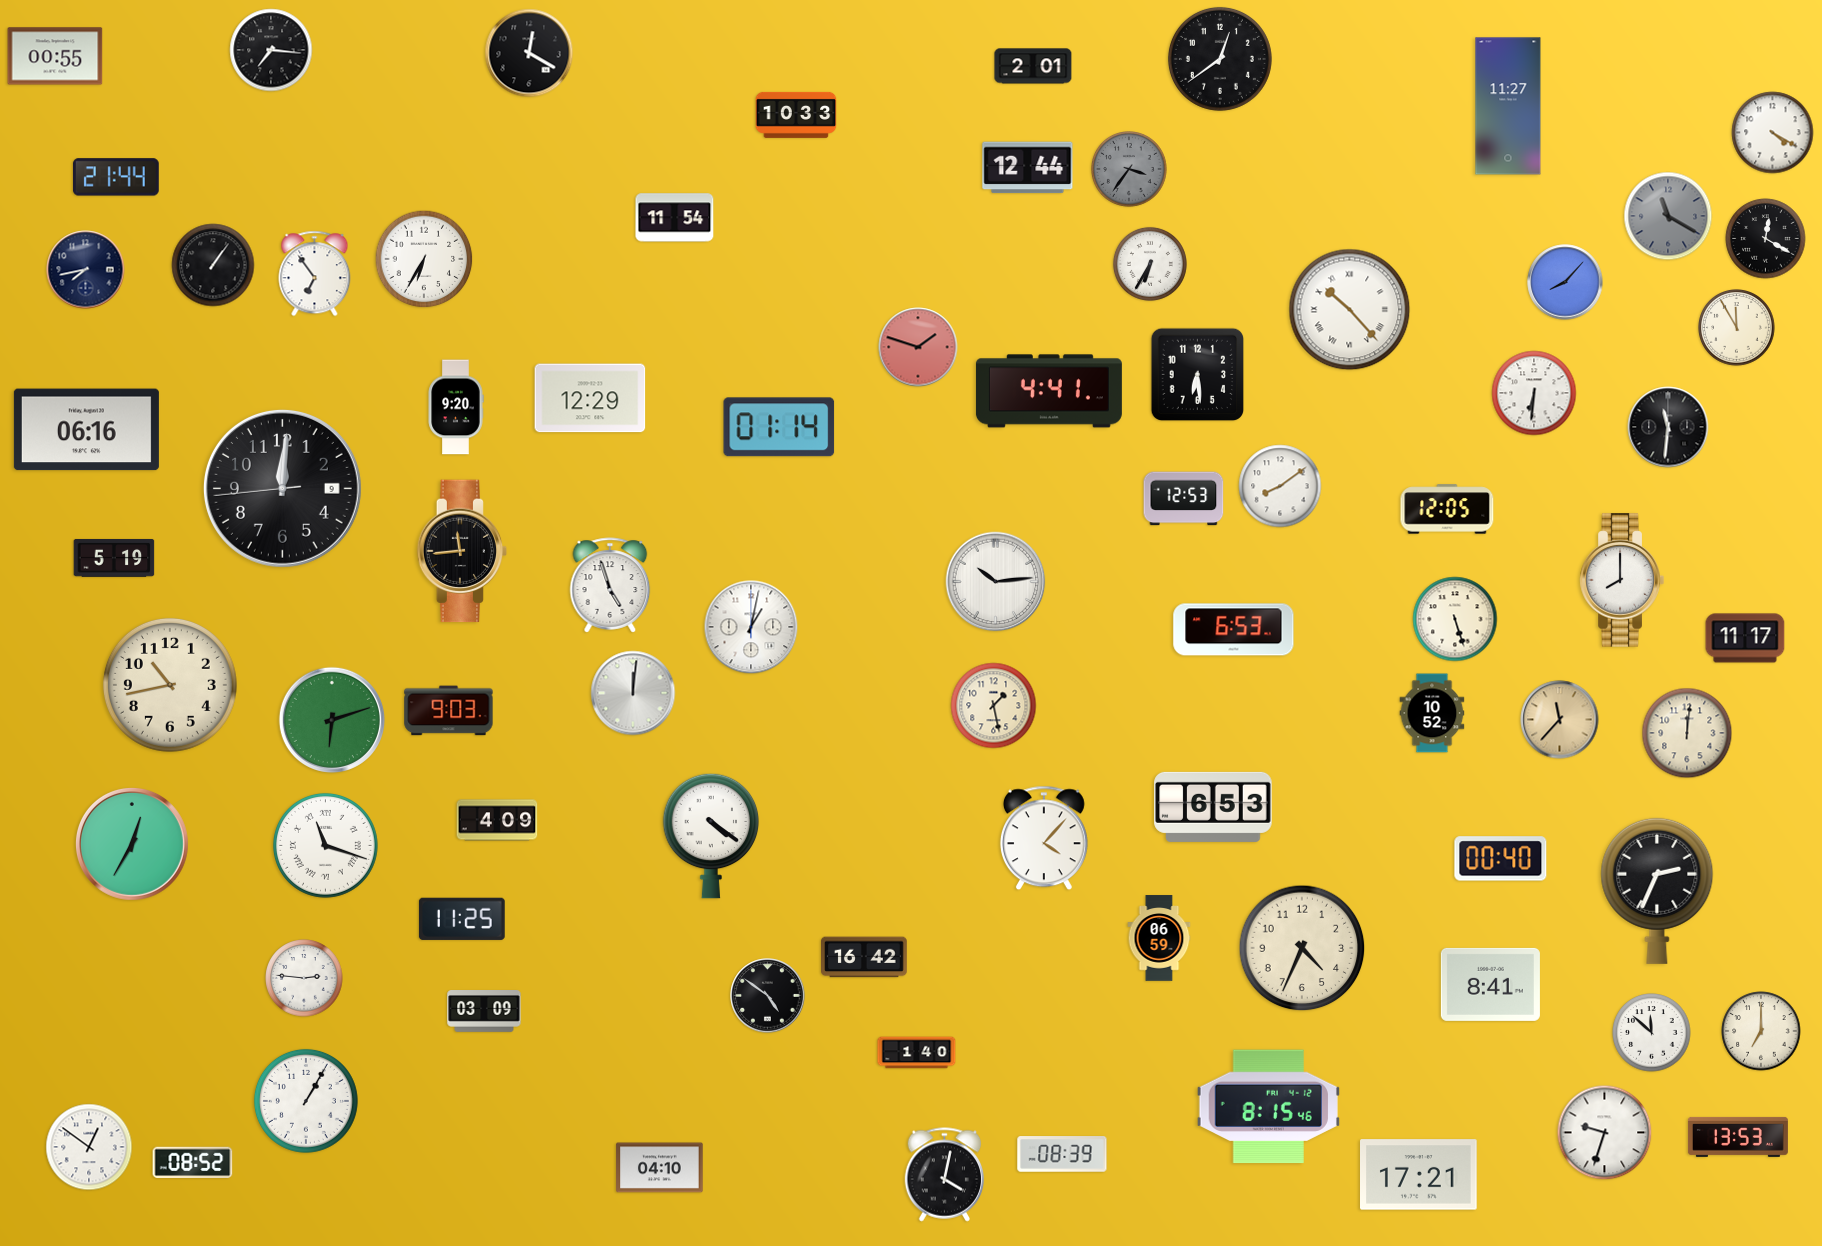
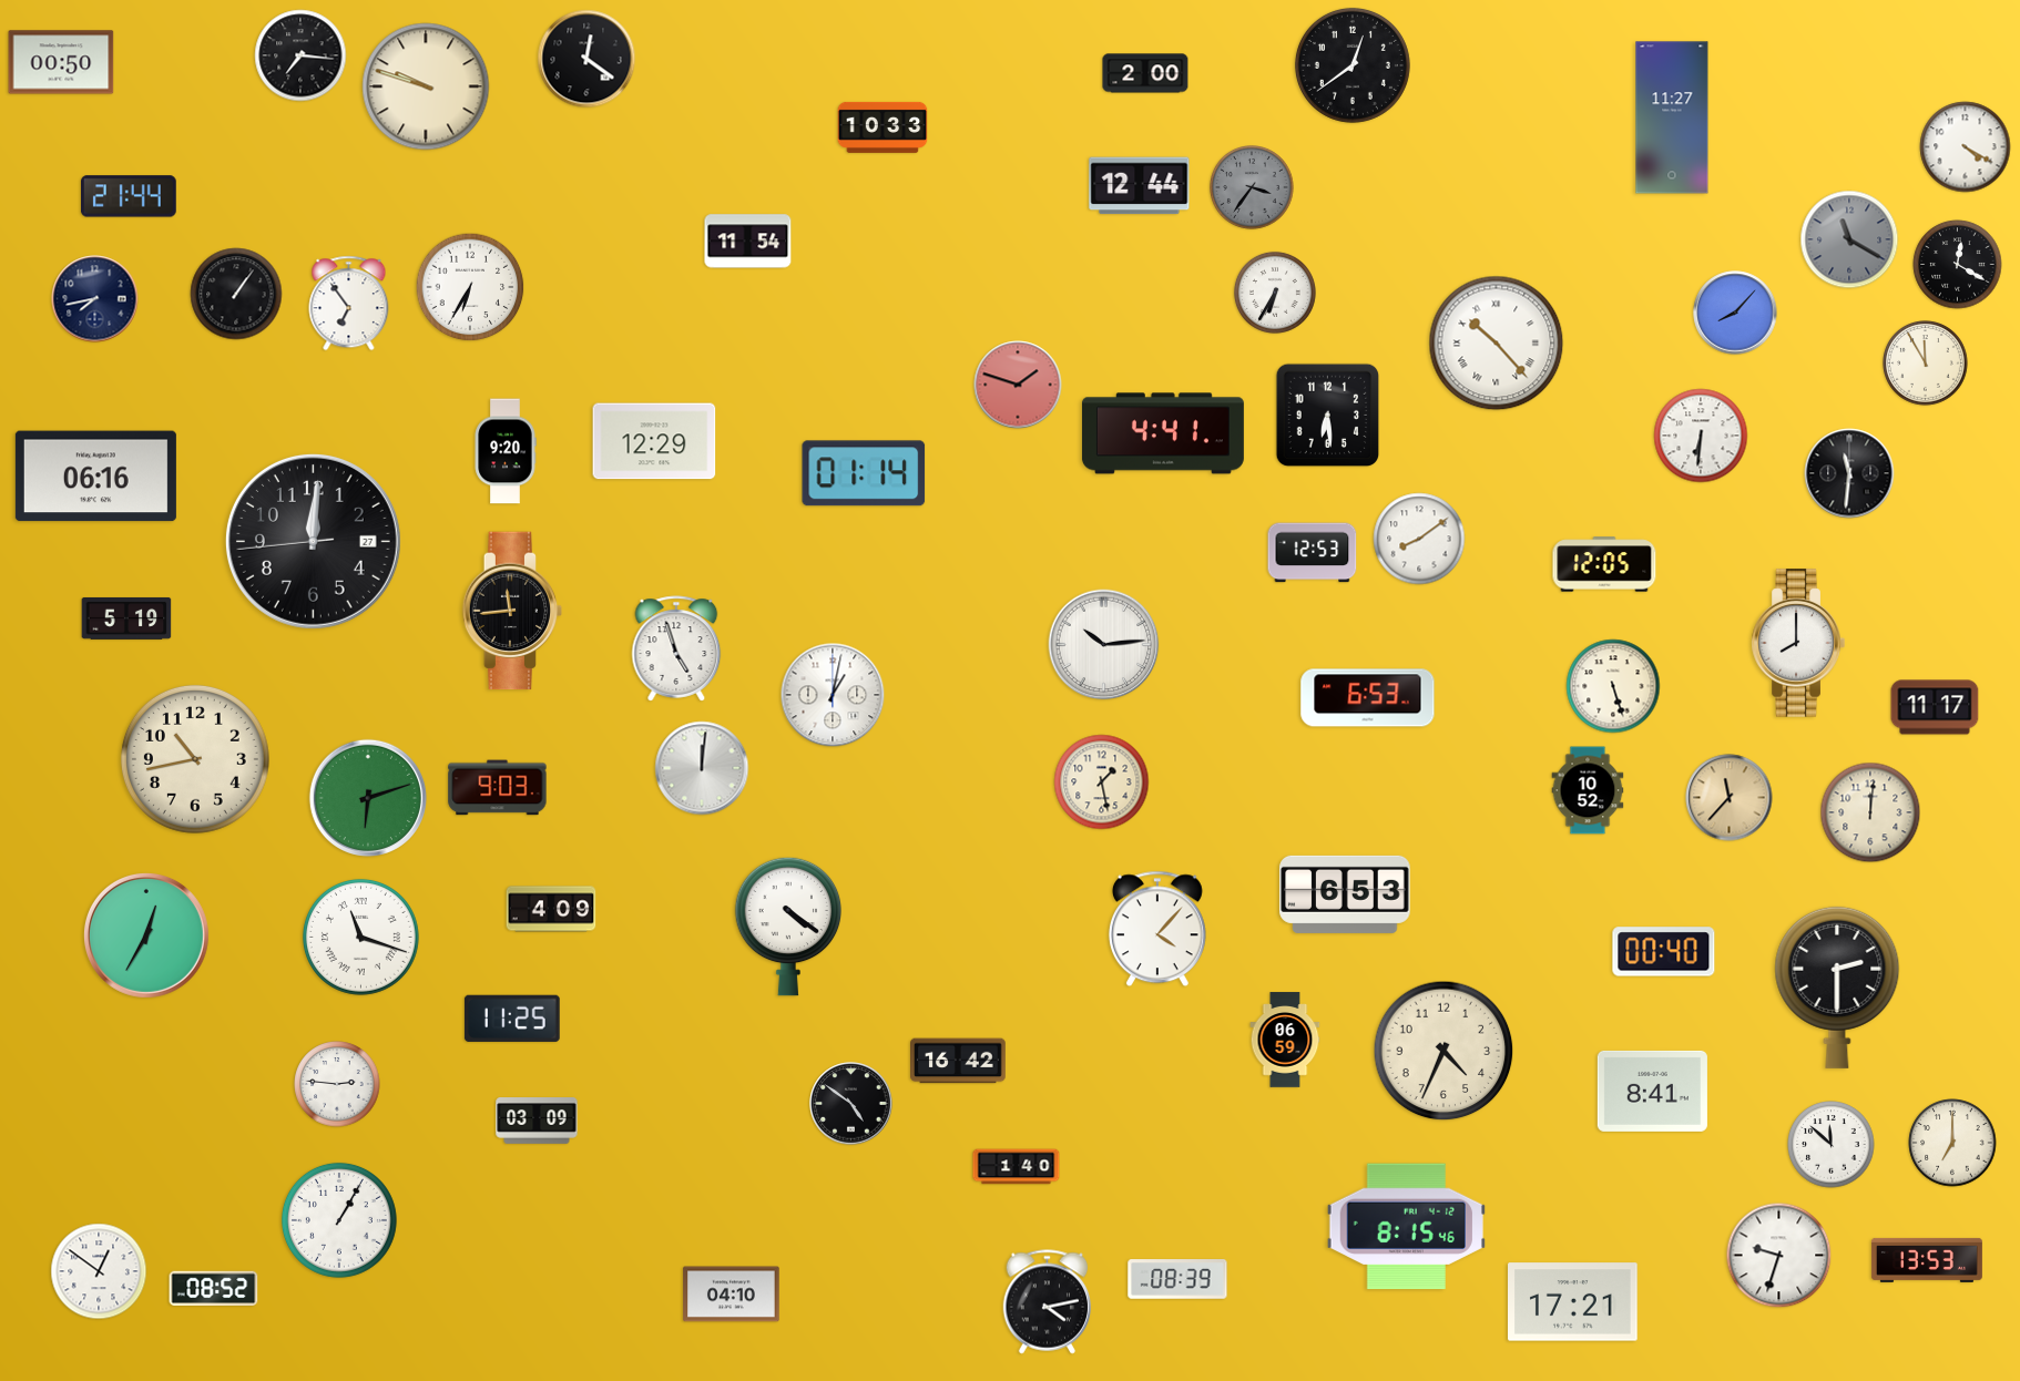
clock at (529, 53): 12:20 -> 12:21
clock at (55, 56): 00:55 -> 00:50
clock at (1033, 66): 2:01 -> 2:00
clock at (426, 86): none -> 9:48
clock at (282, 488) date: 9 -> 27
clock at (170, 685) position: (170, 685) -> (195, 759)
clock at (1657, 891): 2:34 -> 2:30
clock at (945, 1175): 4:02 -> 4:13
